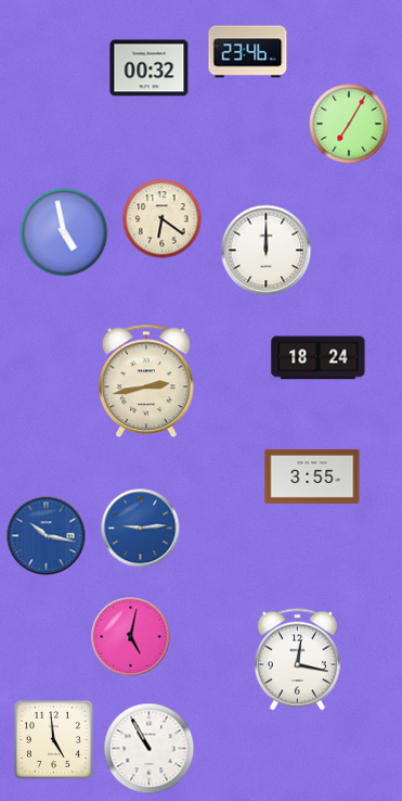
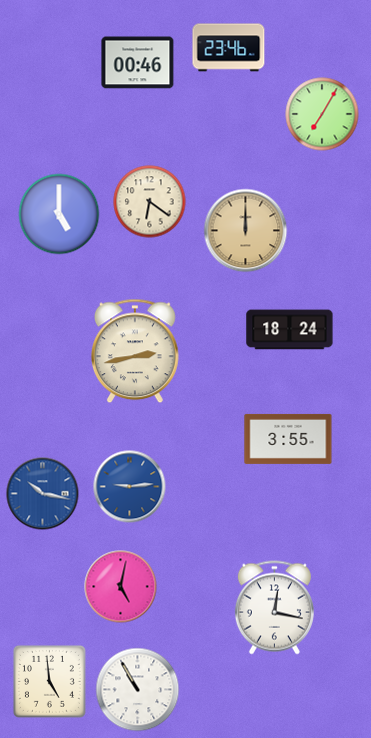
clock at (150, 68): 00:32 -> 00:46
clock at (64, 232): 4:58 -> 5:00
clock at (267, 251) dial: white -> champagne
clock at (319, 358) position: (319, 358) -> (290, 330)
